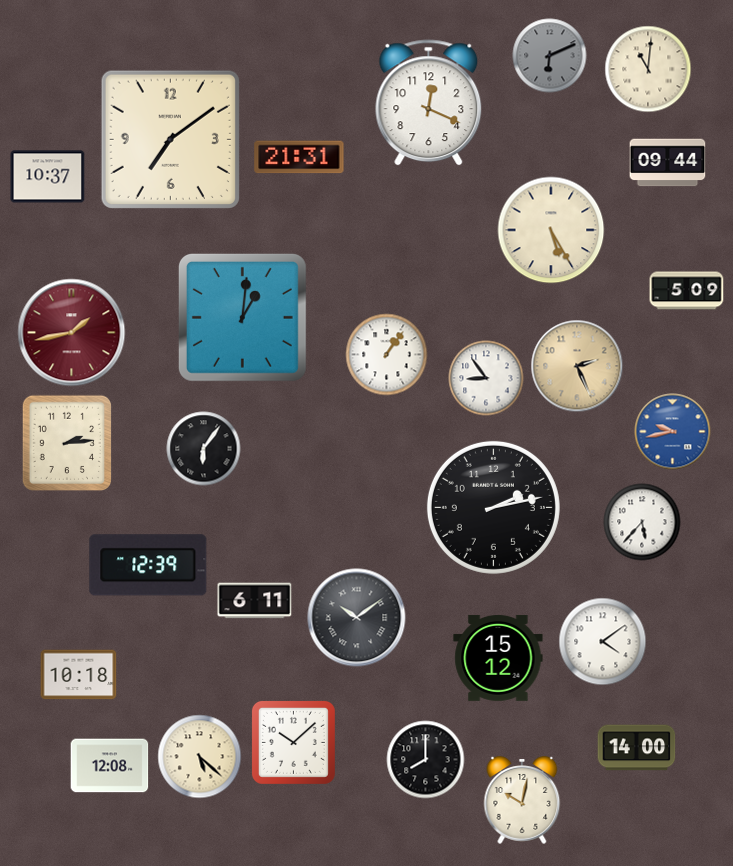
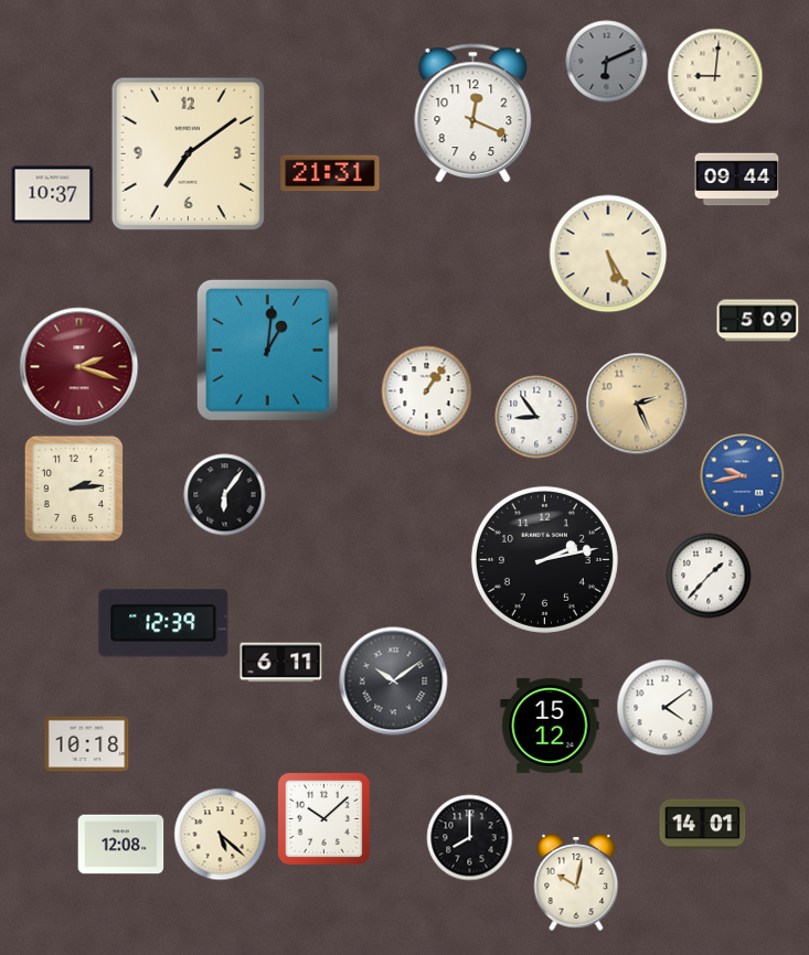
clock at (648, 69): 11:01 -> 9:01
clock at (72, 333): 1:43 -> 2:18
clock at (642, 522): 5:37 -> 1:37
clock at (637, 748): 14:00 -> 14:01
